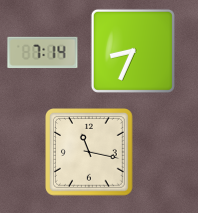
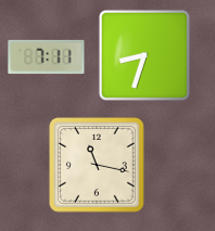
clock at (133, 51): 8:34 -> 8:33
clock at (43, 53): 7:14 -> 7:11
